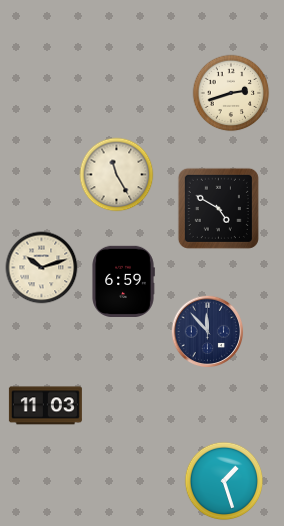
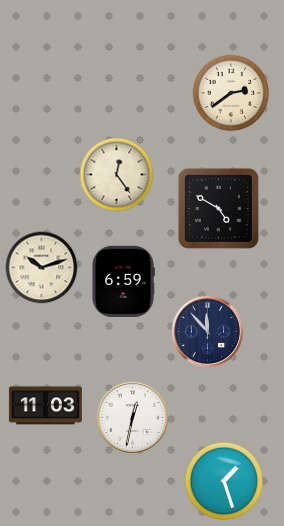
clock at (231, 93): 2:42 -> 2:39
clock at (117, 175): 11:25 -> 12:24
clock at (133, 418): none -> 12:32
